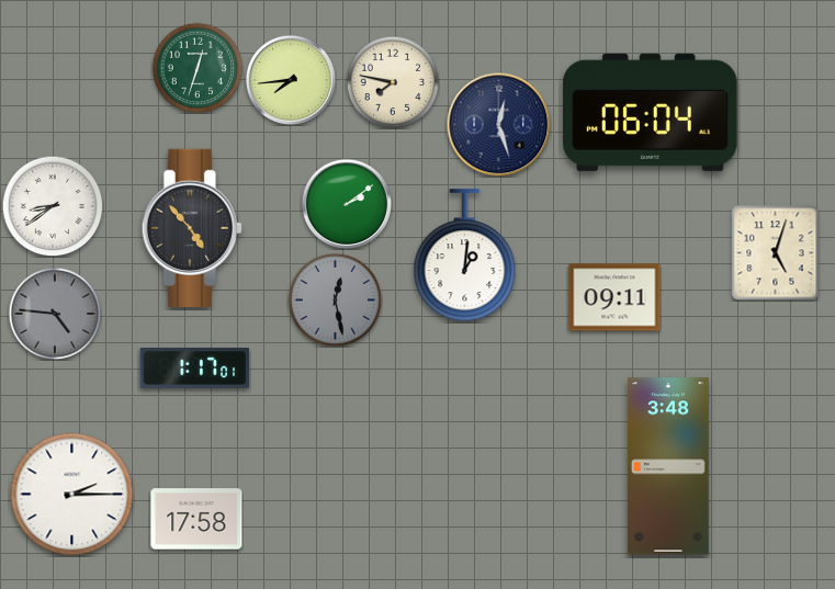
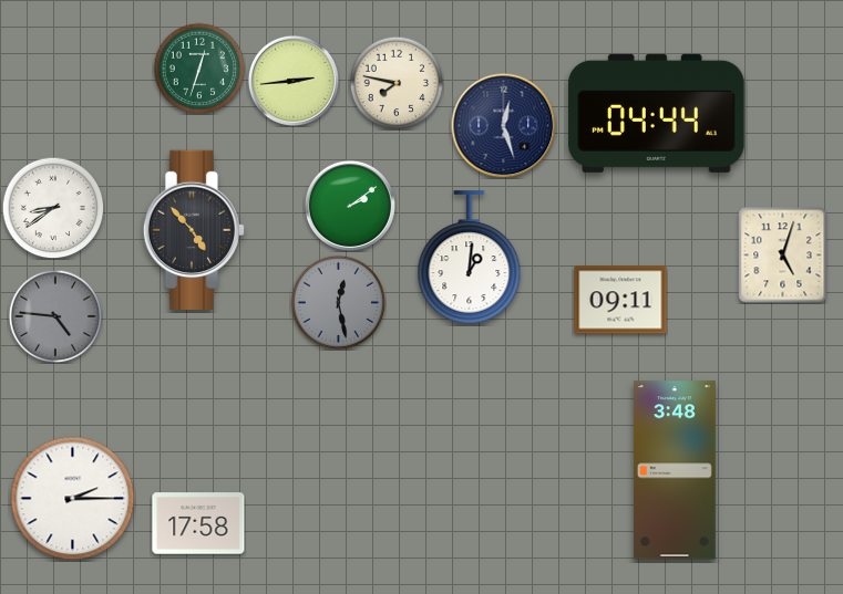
clock at (291, 80): 7:44 -> 2:44
clock at (651, 112): 06:04 -> 04:44
clock at (195, 367): 1:17 -> none
